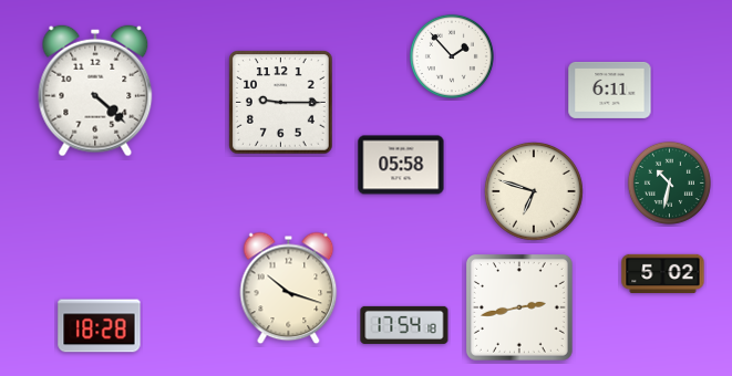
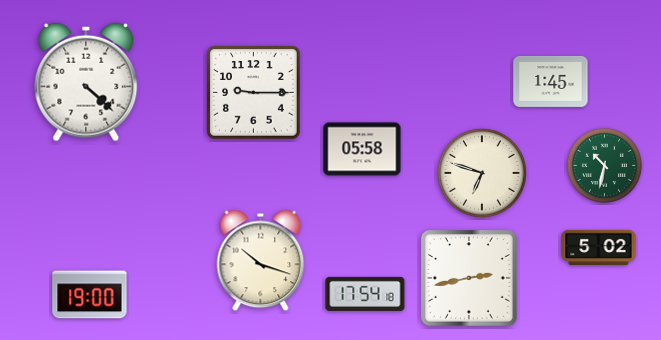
clock at (452, 56): 1:53 -> none
clock at (610, 90): 6:11 -> 1:45
clock at (100, 326): 18:28 -> 19:00
